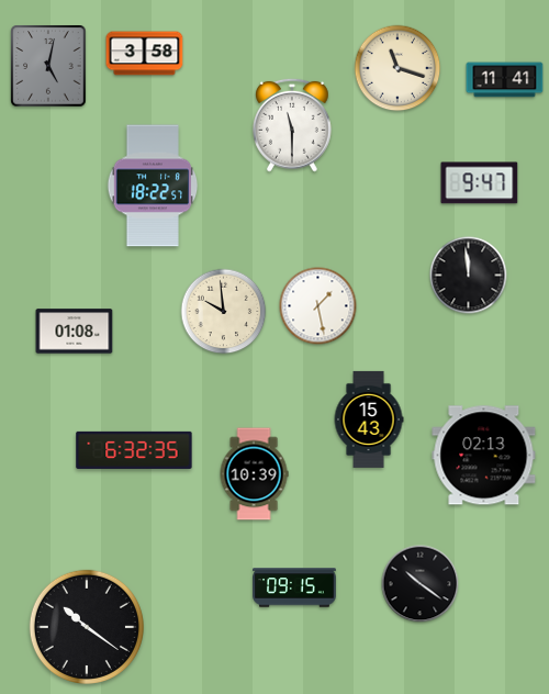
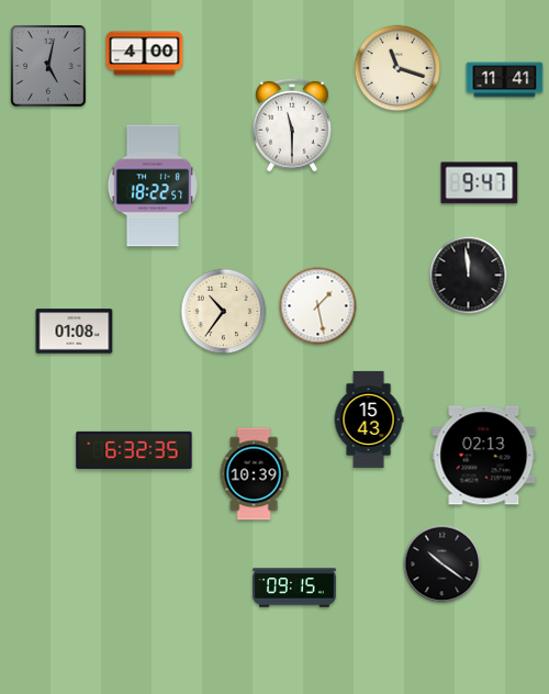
clock at (145, 54): 3:58 -> 4:00
clock at (224, 312): 9:59 -> 10:36
clock at (421, 584) position: (421, 584) -> (442, 564)
clock at (87, 627): 10:21 -> none
